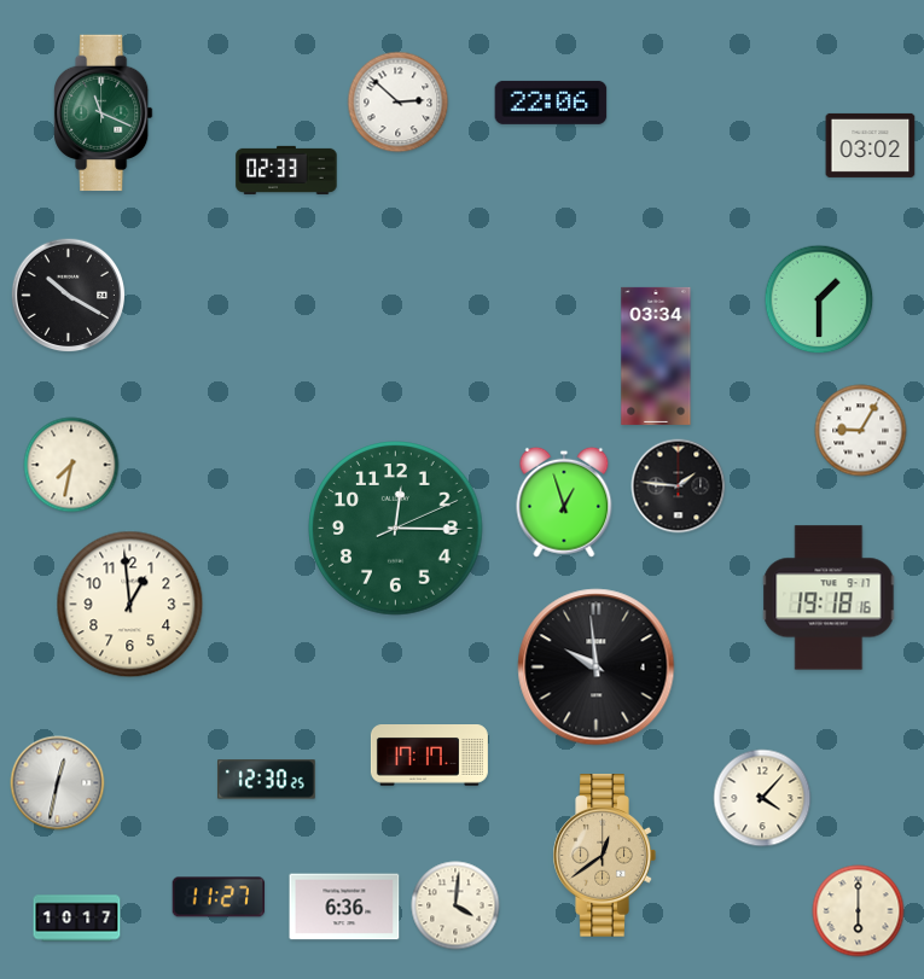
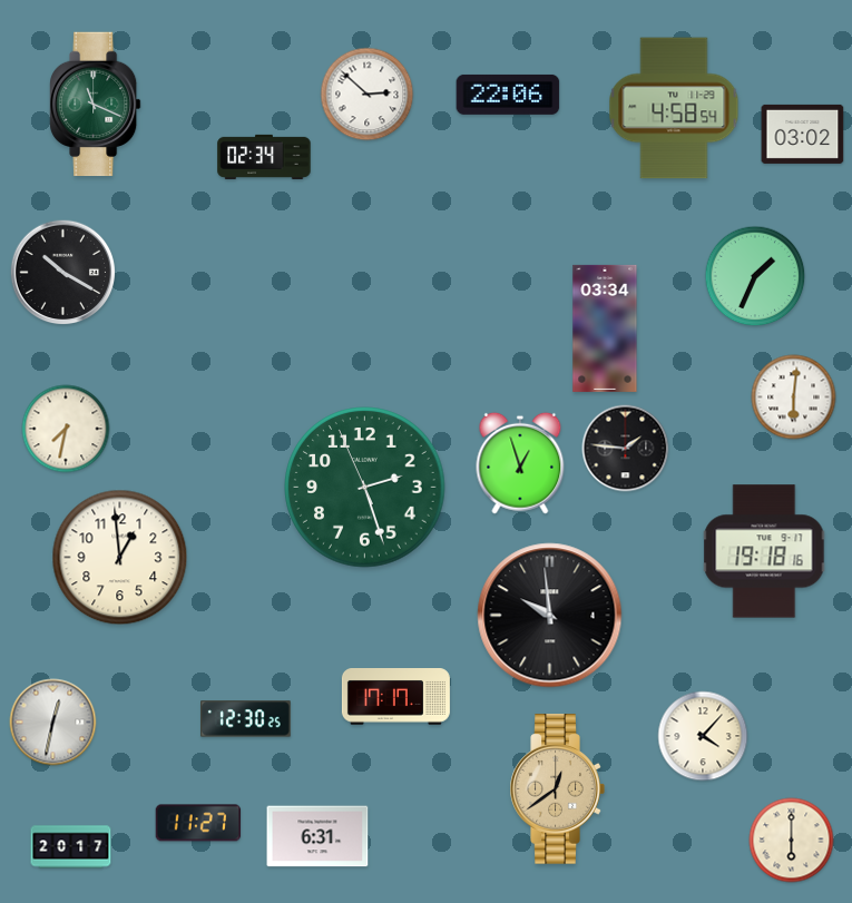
clock at (674, 108): none -> 4:58
clock at (286, 170): 02:33 -> 02:34
clock at (819, 299): 1:30 -> 1:34
clock at (861, 431): 9:05 -> 6:01
clock at (396, 529): 12:15 -> 2:26
clock at (219, 897) position: (219, 897) -> (198, 823)
clock at (455, 905): 4:01 -> none
clock at (344, 907): 6:36 -> 6:31
clock at (77, 919): 10:17 -> 20:17
